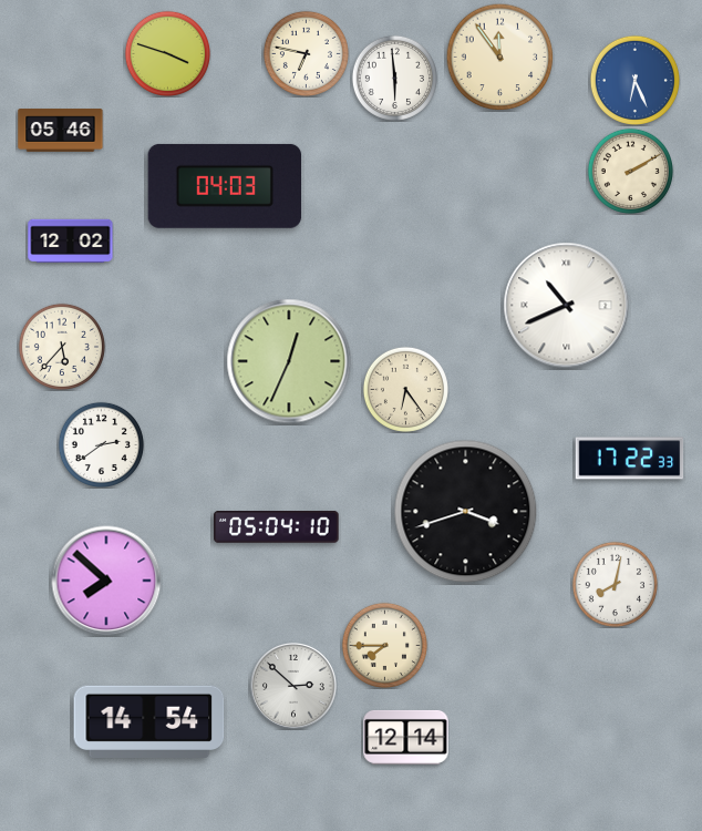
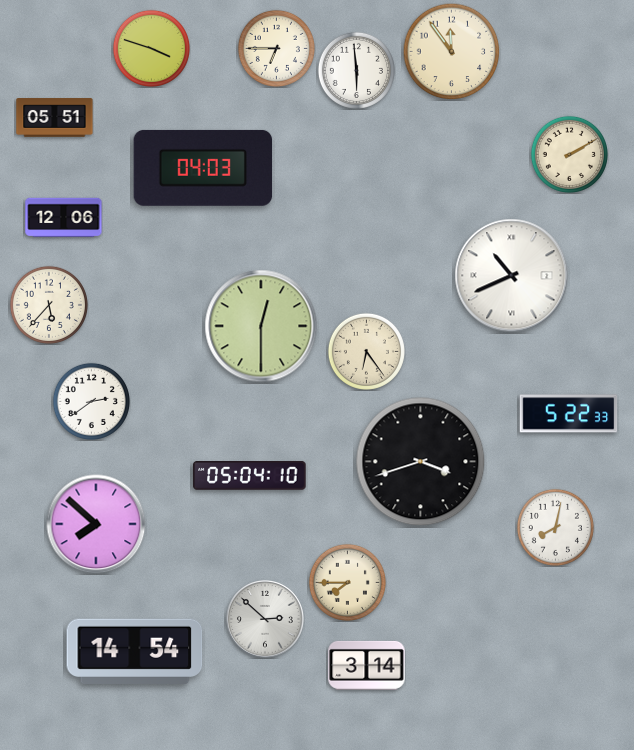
clock at (306, 53): 6:47 -> 6:45
clock at (634, 80): 6:26 -> none
clock at (61, 131): 05:46 -> 05:51
clock at (71, 242): 12:02 -> 12:06
clock at (62, 347) position: (62, 347) -> (49, 305)
clock at (289, 361): 12:34 -> 12:30
clock at (630, 459): 17:22 -> 5:22
clock at (406, 737): 12:14 -> 3:14
